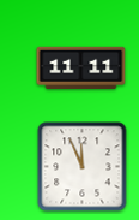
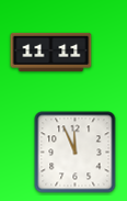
clock at (81, 67) position: (81, 67) -> (51, 52)
